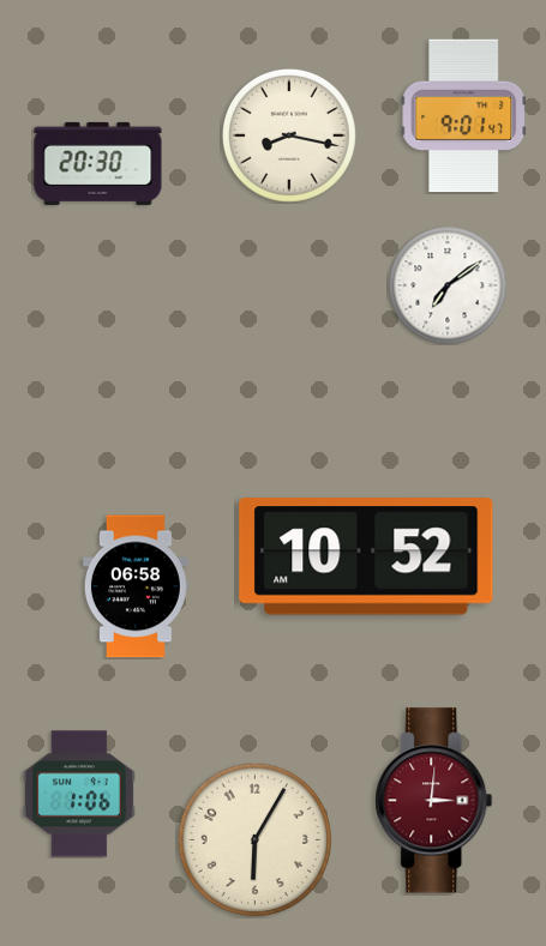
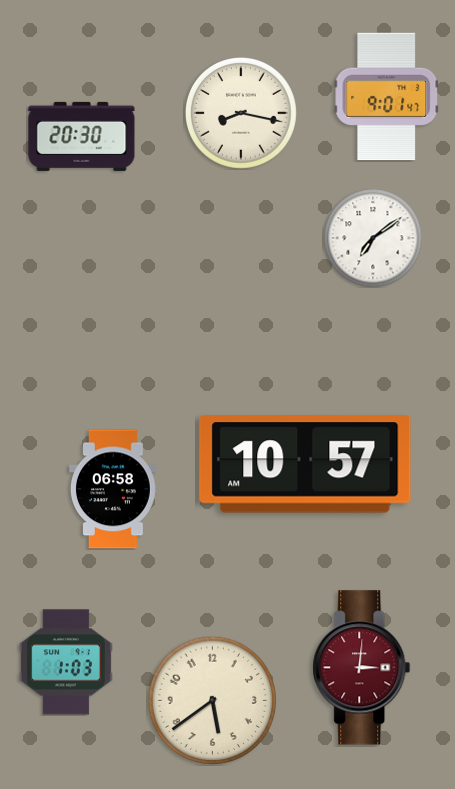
clock at (366, 556): 10:52 -> 10:57
clock at (79, 794): 1:06 -> 1:03
clock at (254, 839): 6:05 -> 5:39
